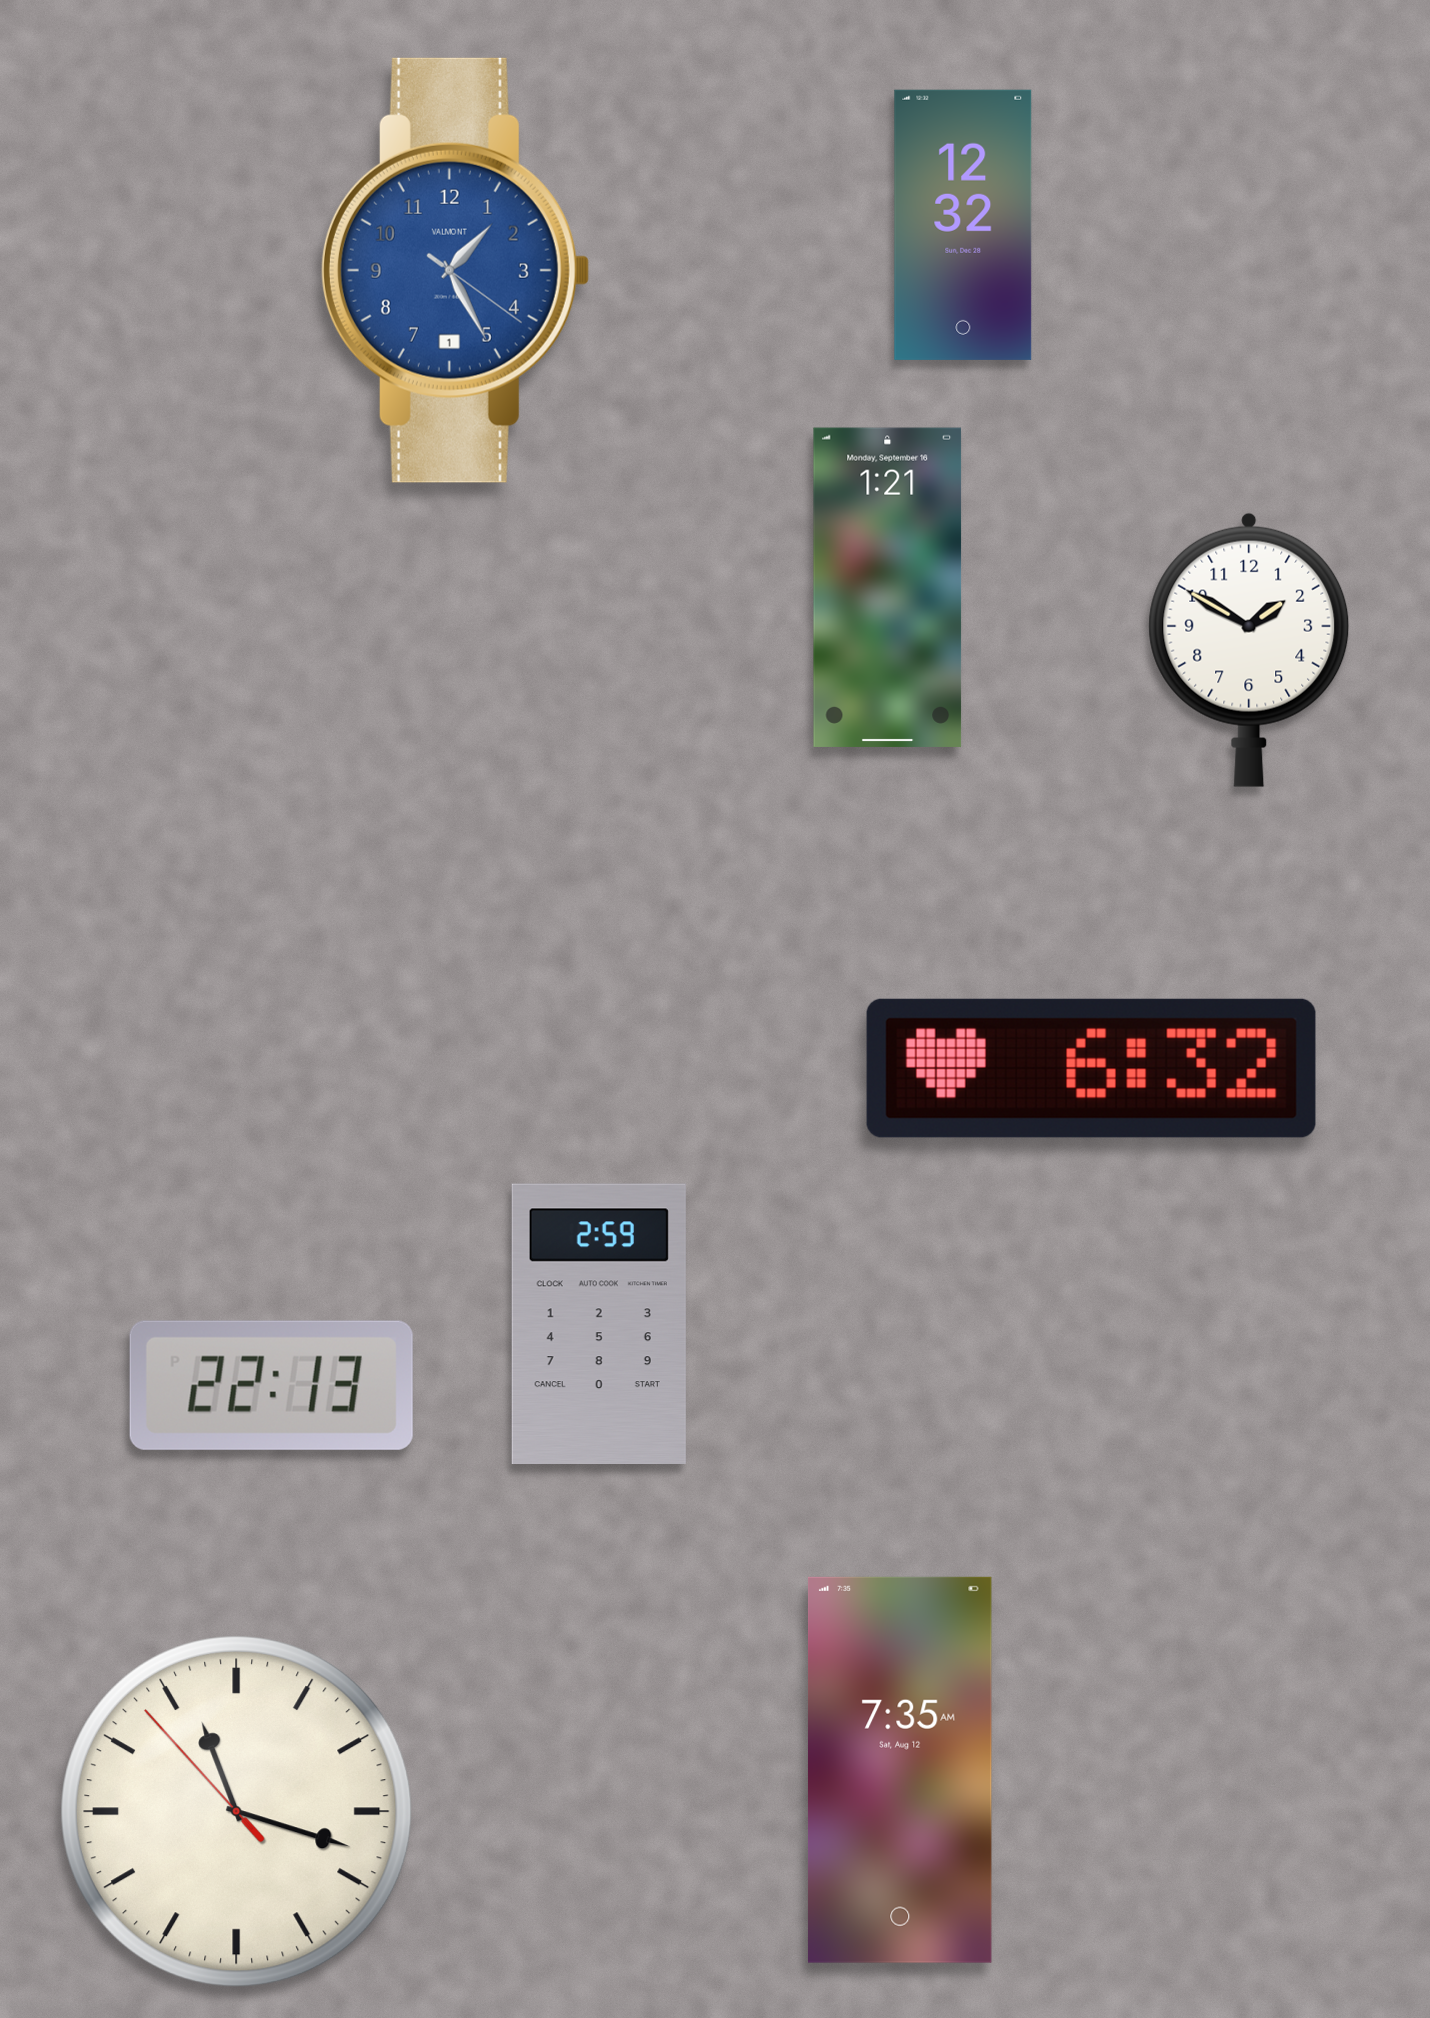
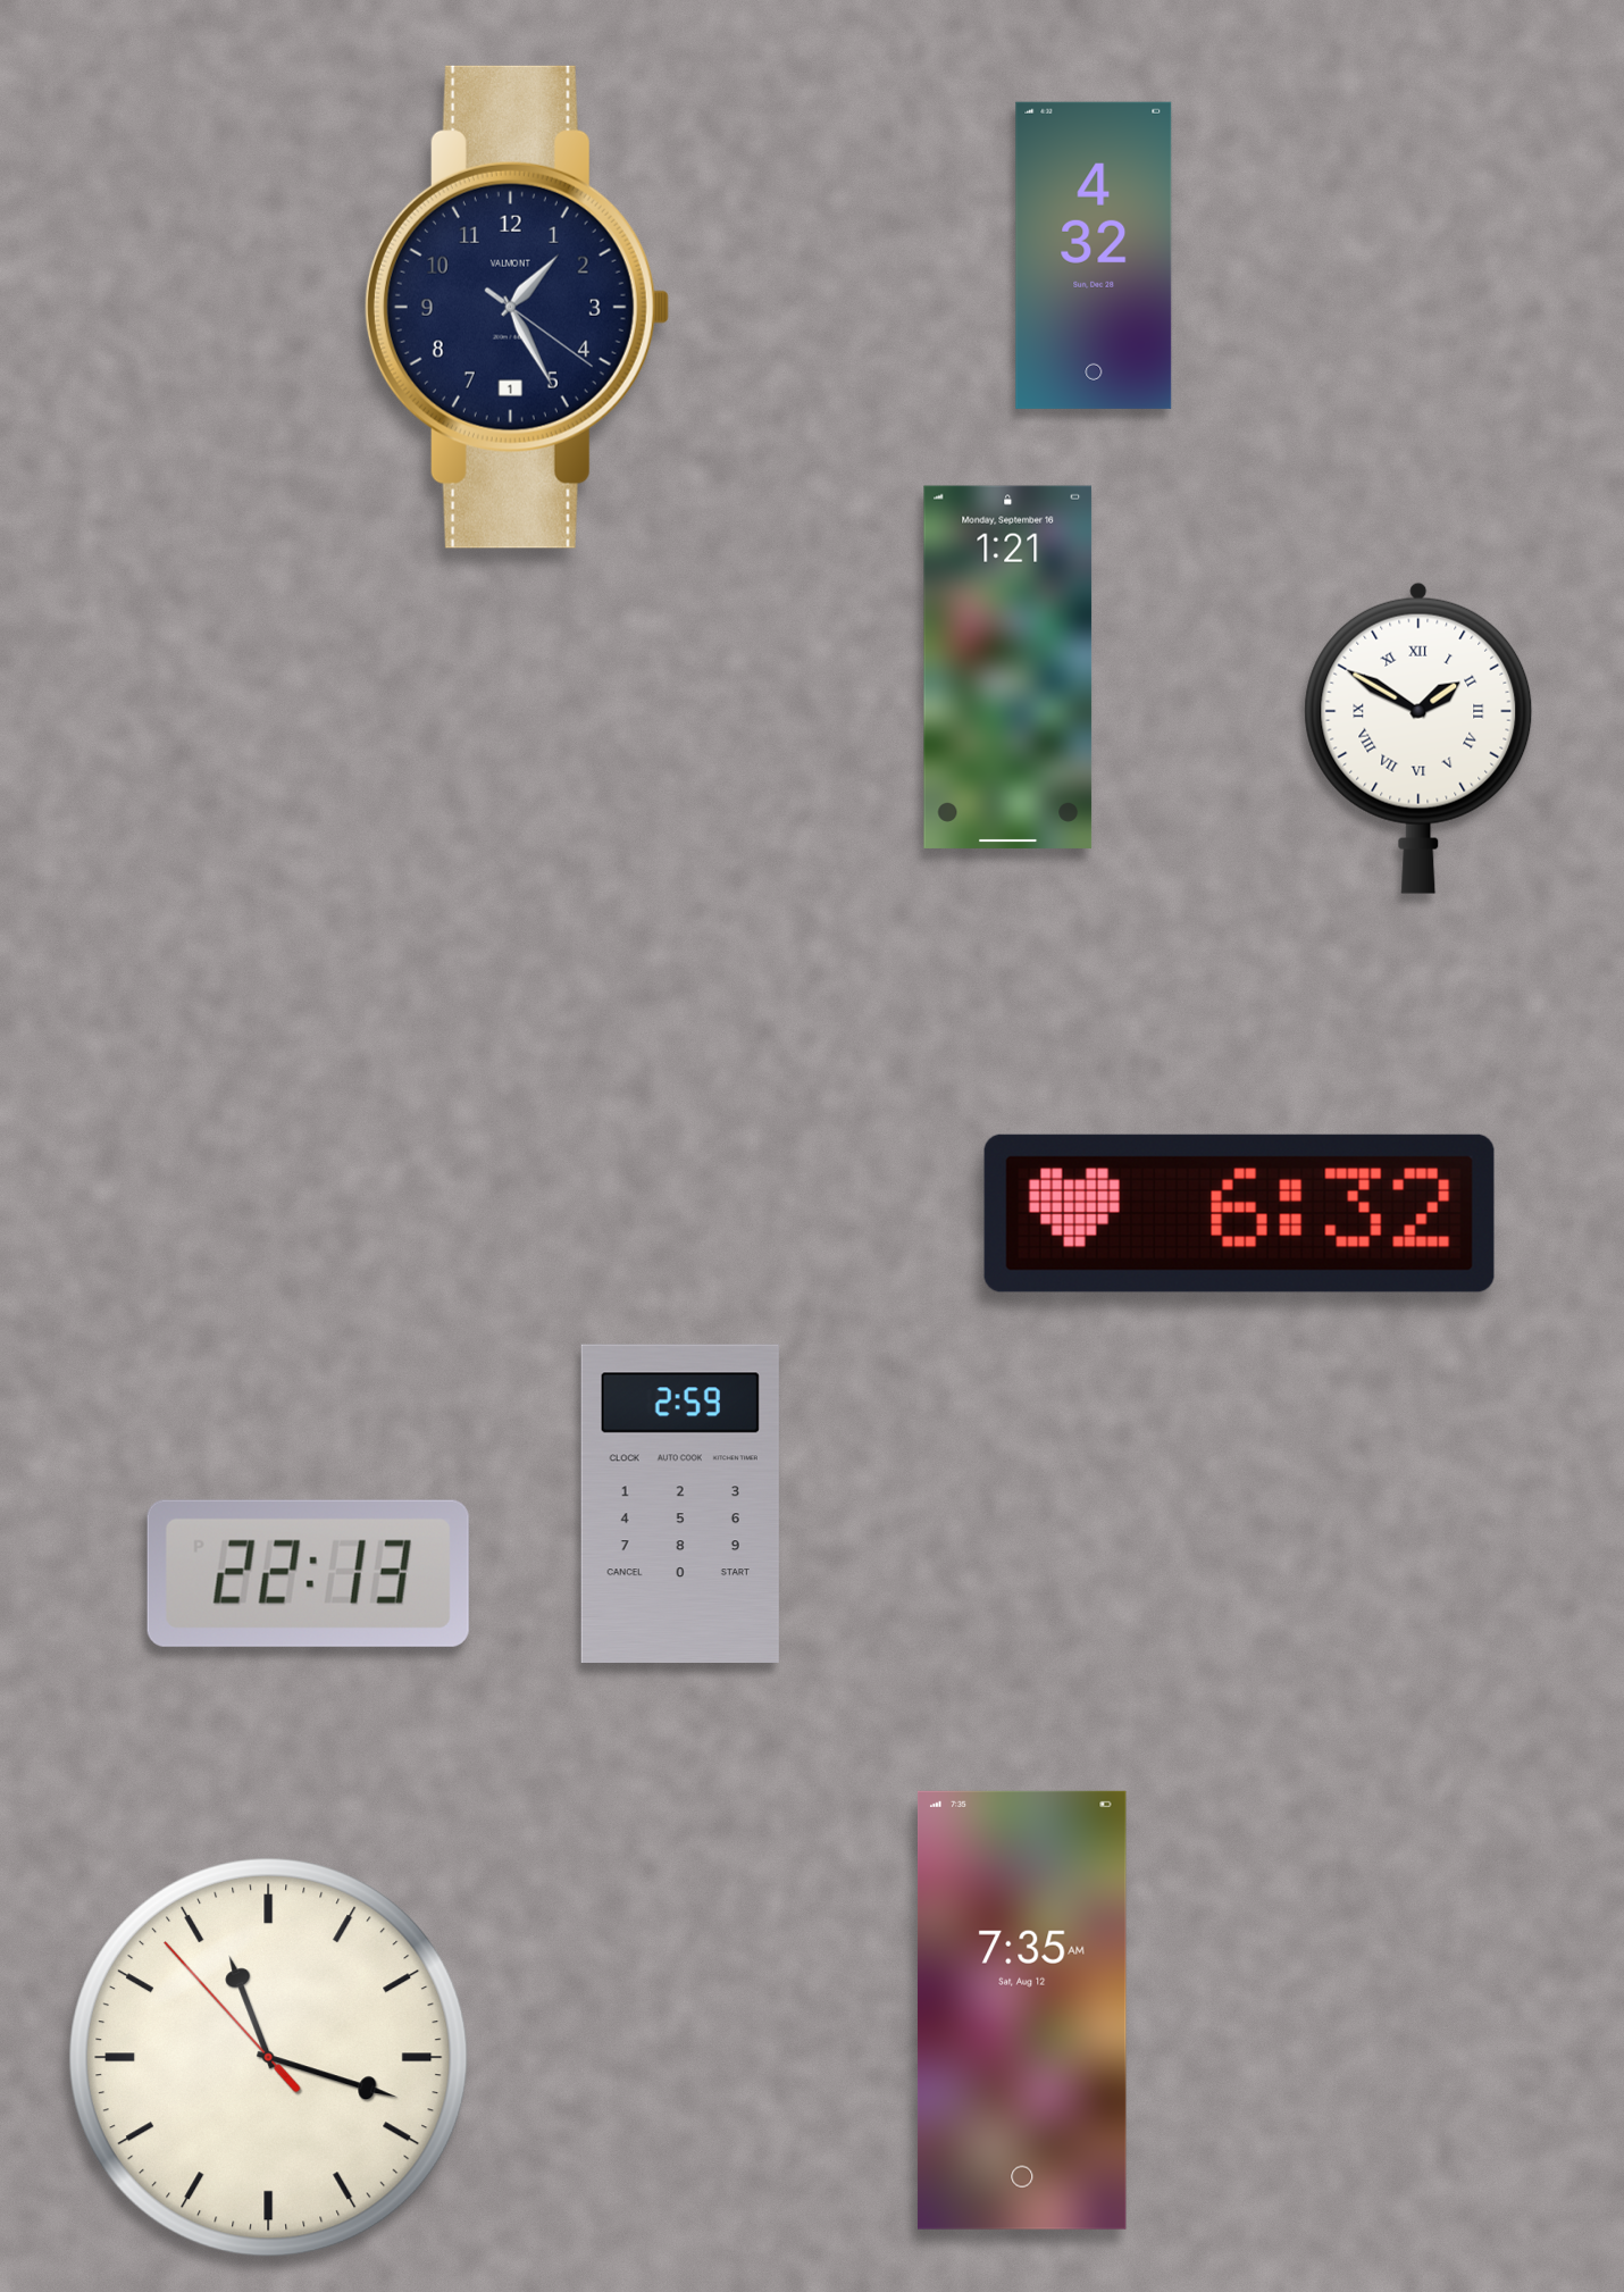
clock at (963, 225): 12:32 -> 4:32
clock at (455, 270) dial: blue -> navy
clock at (1249, 650) numerals: Arabic -> Roman
